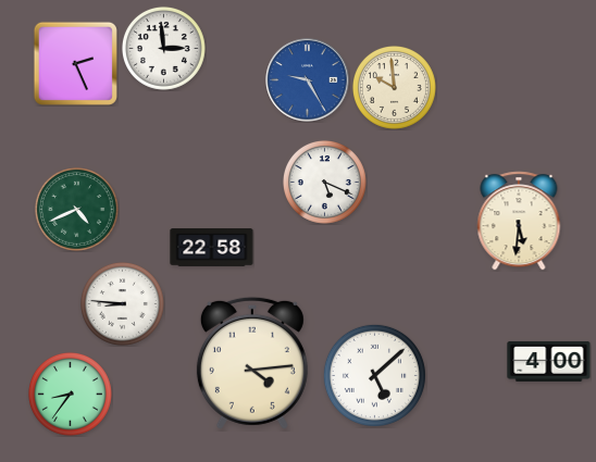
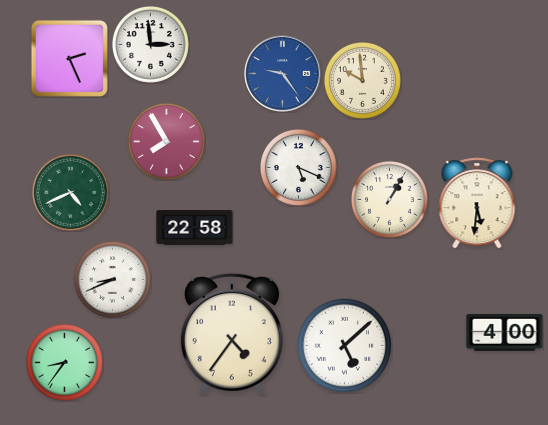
clock at (308, 80): 9:25 -> 9:24
clock at (167, 142): none -> 7:55
clock at (390, 200): none -> 1:05
clock at (123, 304): 8:46 -> 8:41
clock at (252, 363): 4:14 -> 4:36
